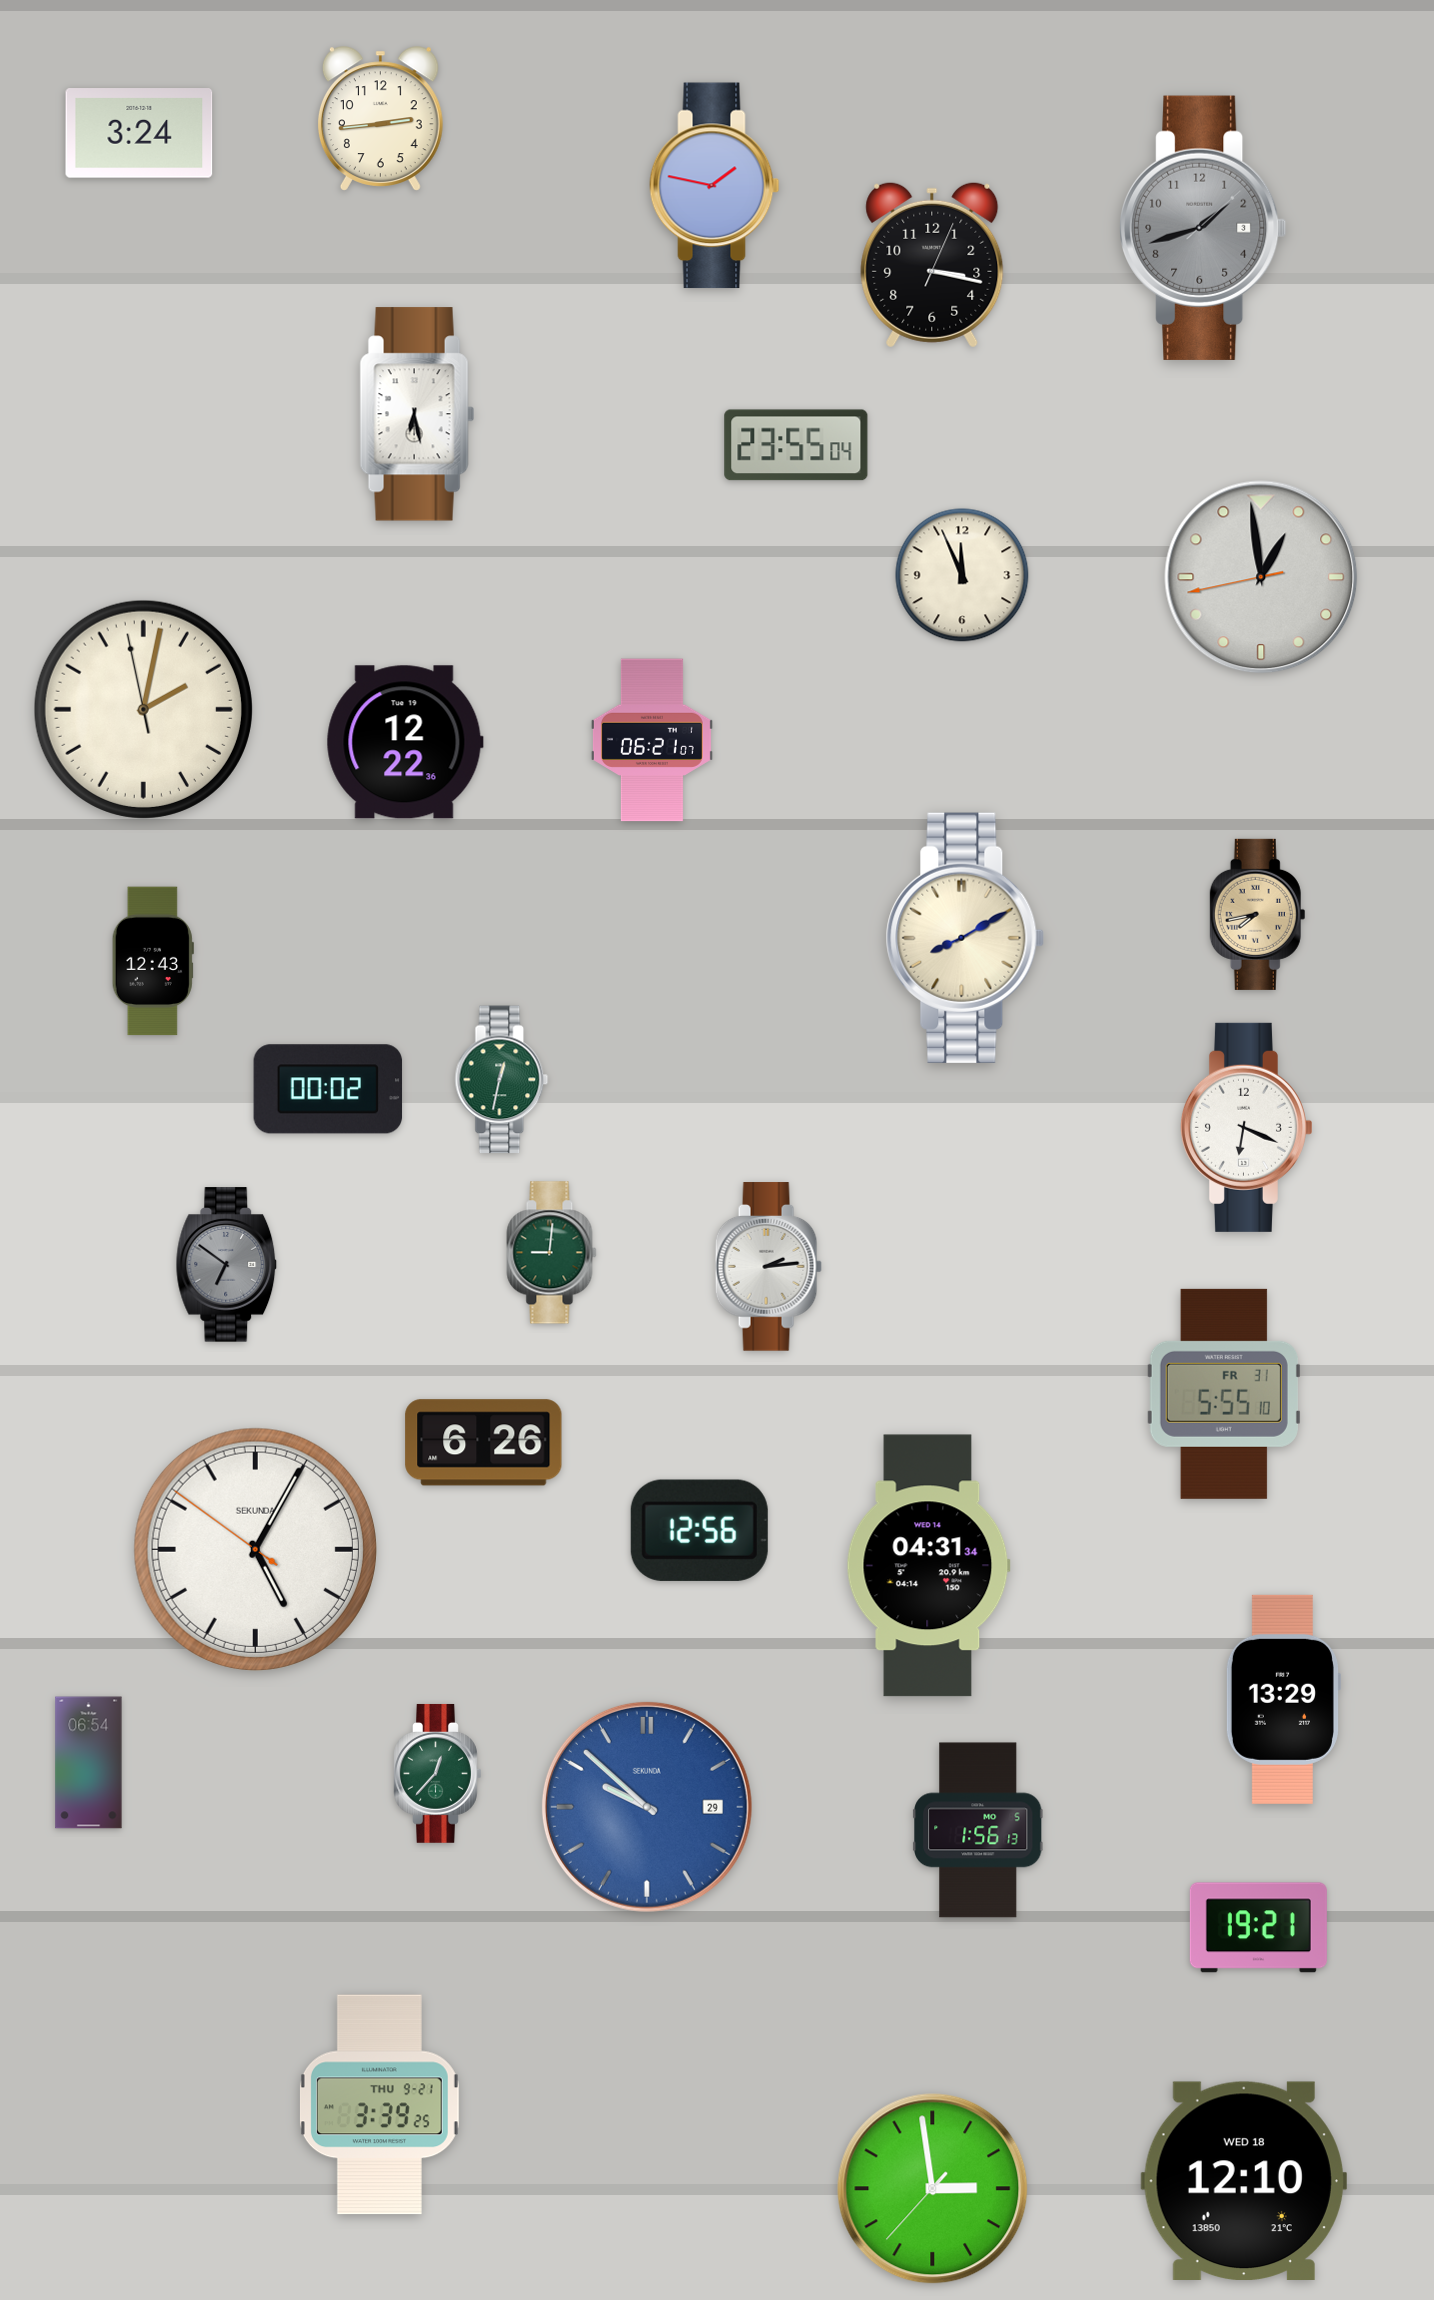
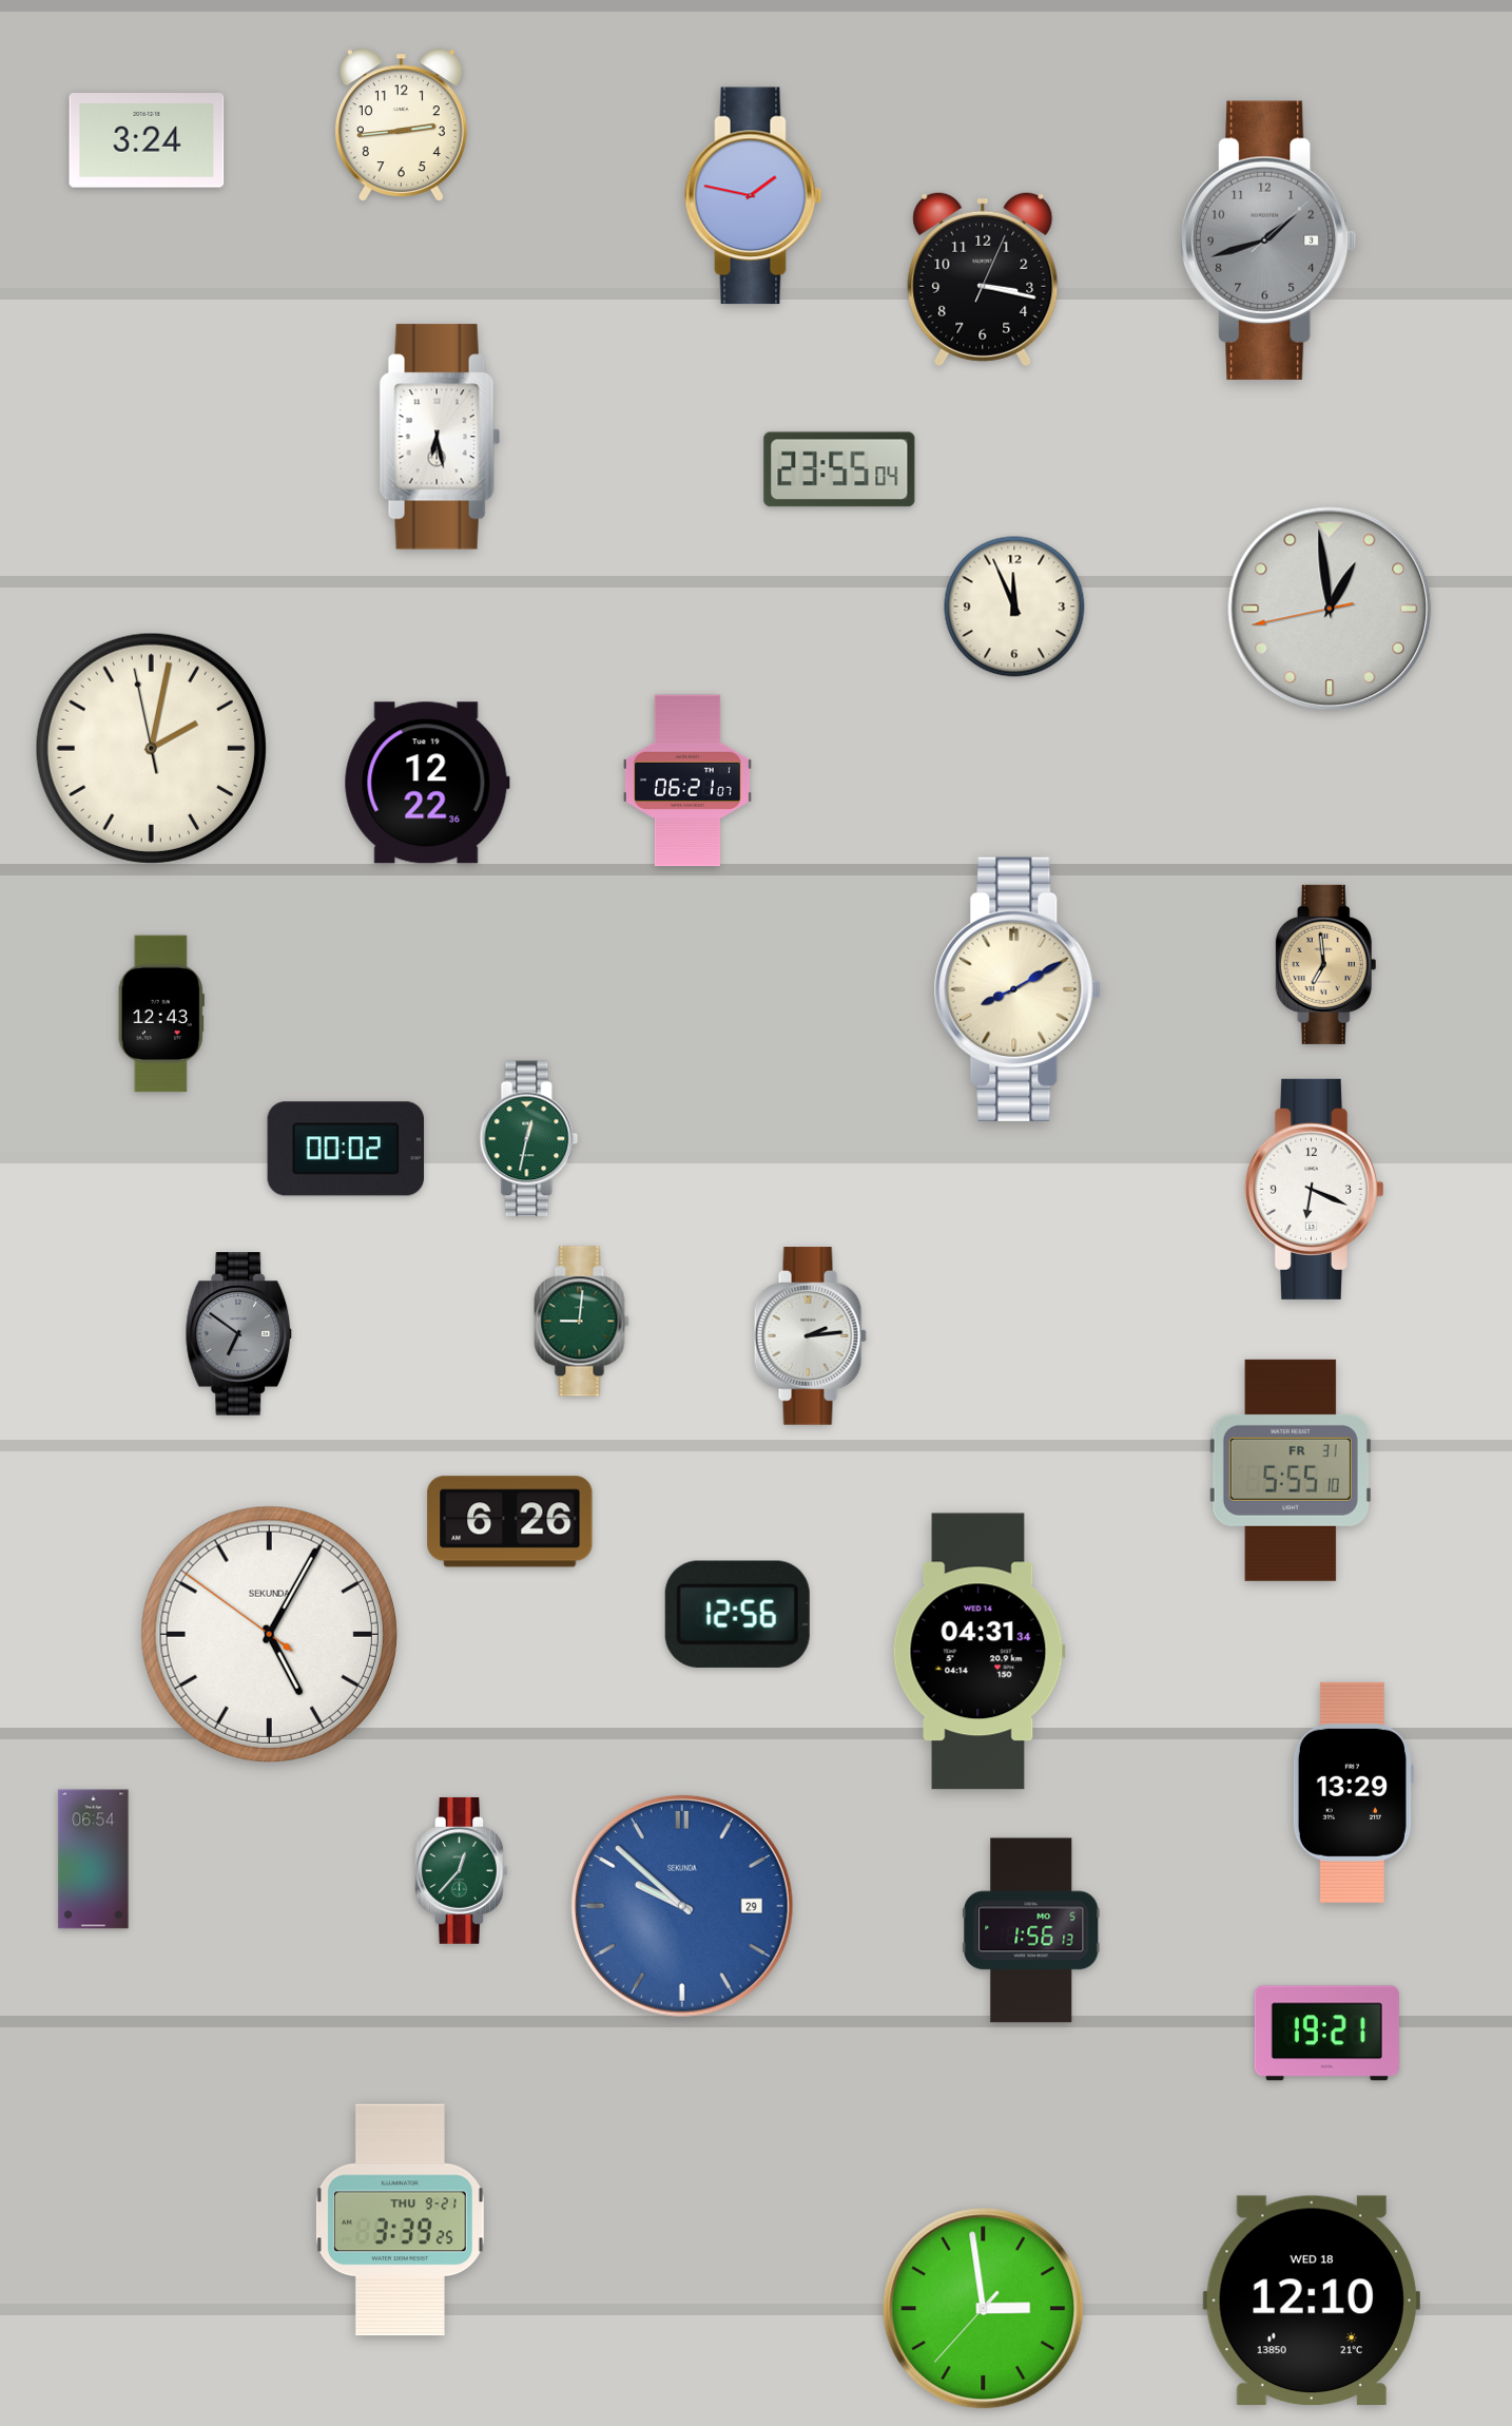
clock at (1258, 914): 7:43 -> 6:59
